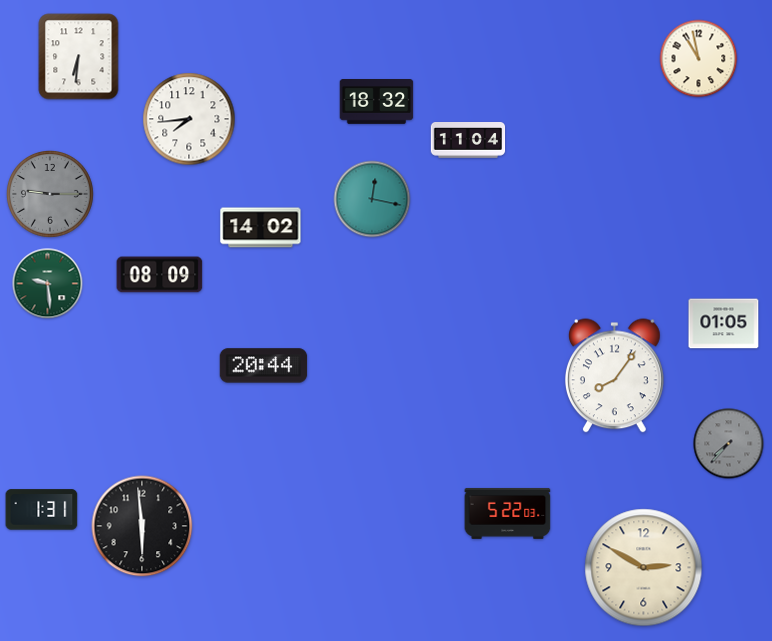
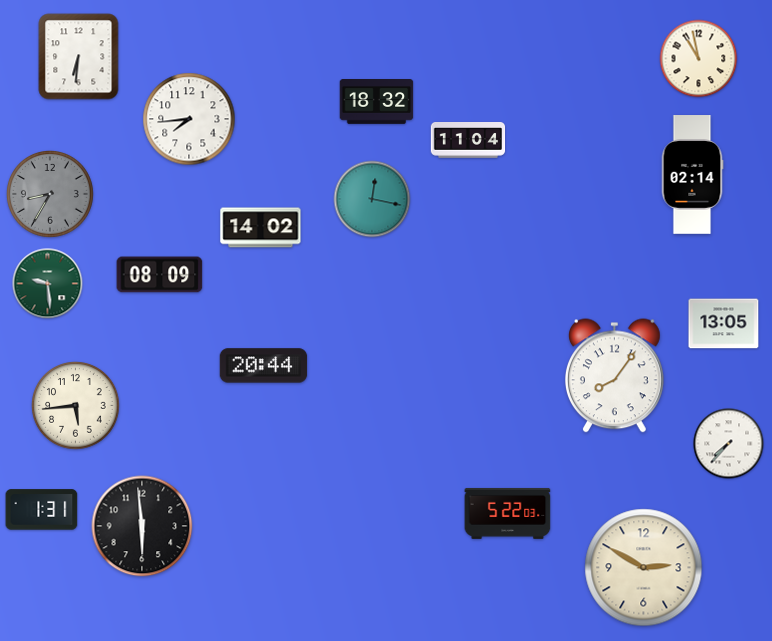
clock at (692, 175): none -> 02:14
clock at (51, 195): 9:15 -> 8:35
clock at (724, 324): 01:05 -> 13:05
clock at (76, 406): none -> 5:44
clock at (729, 444) dial: grey -> white
